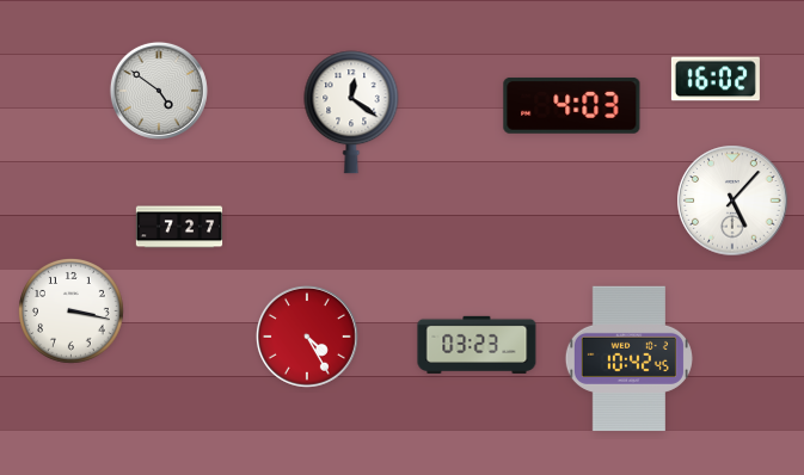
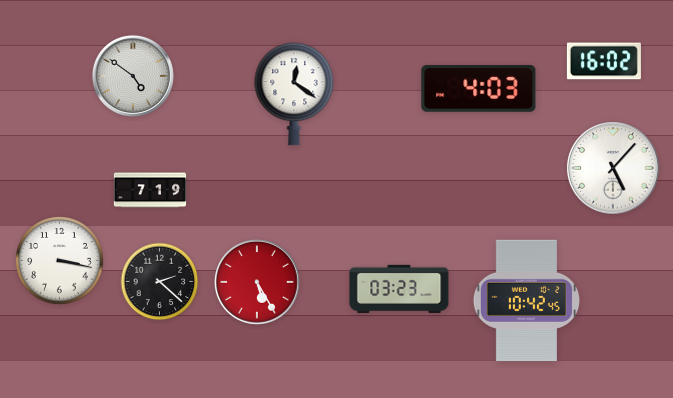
clock at (716, 79) position: (716, 79) -> (604, 61)
clock at (179, 227): 7:27 -> 7:19
clock at (160, 282): none -> 2:22
clock at (307, 337): 4:25 -> 5:25
